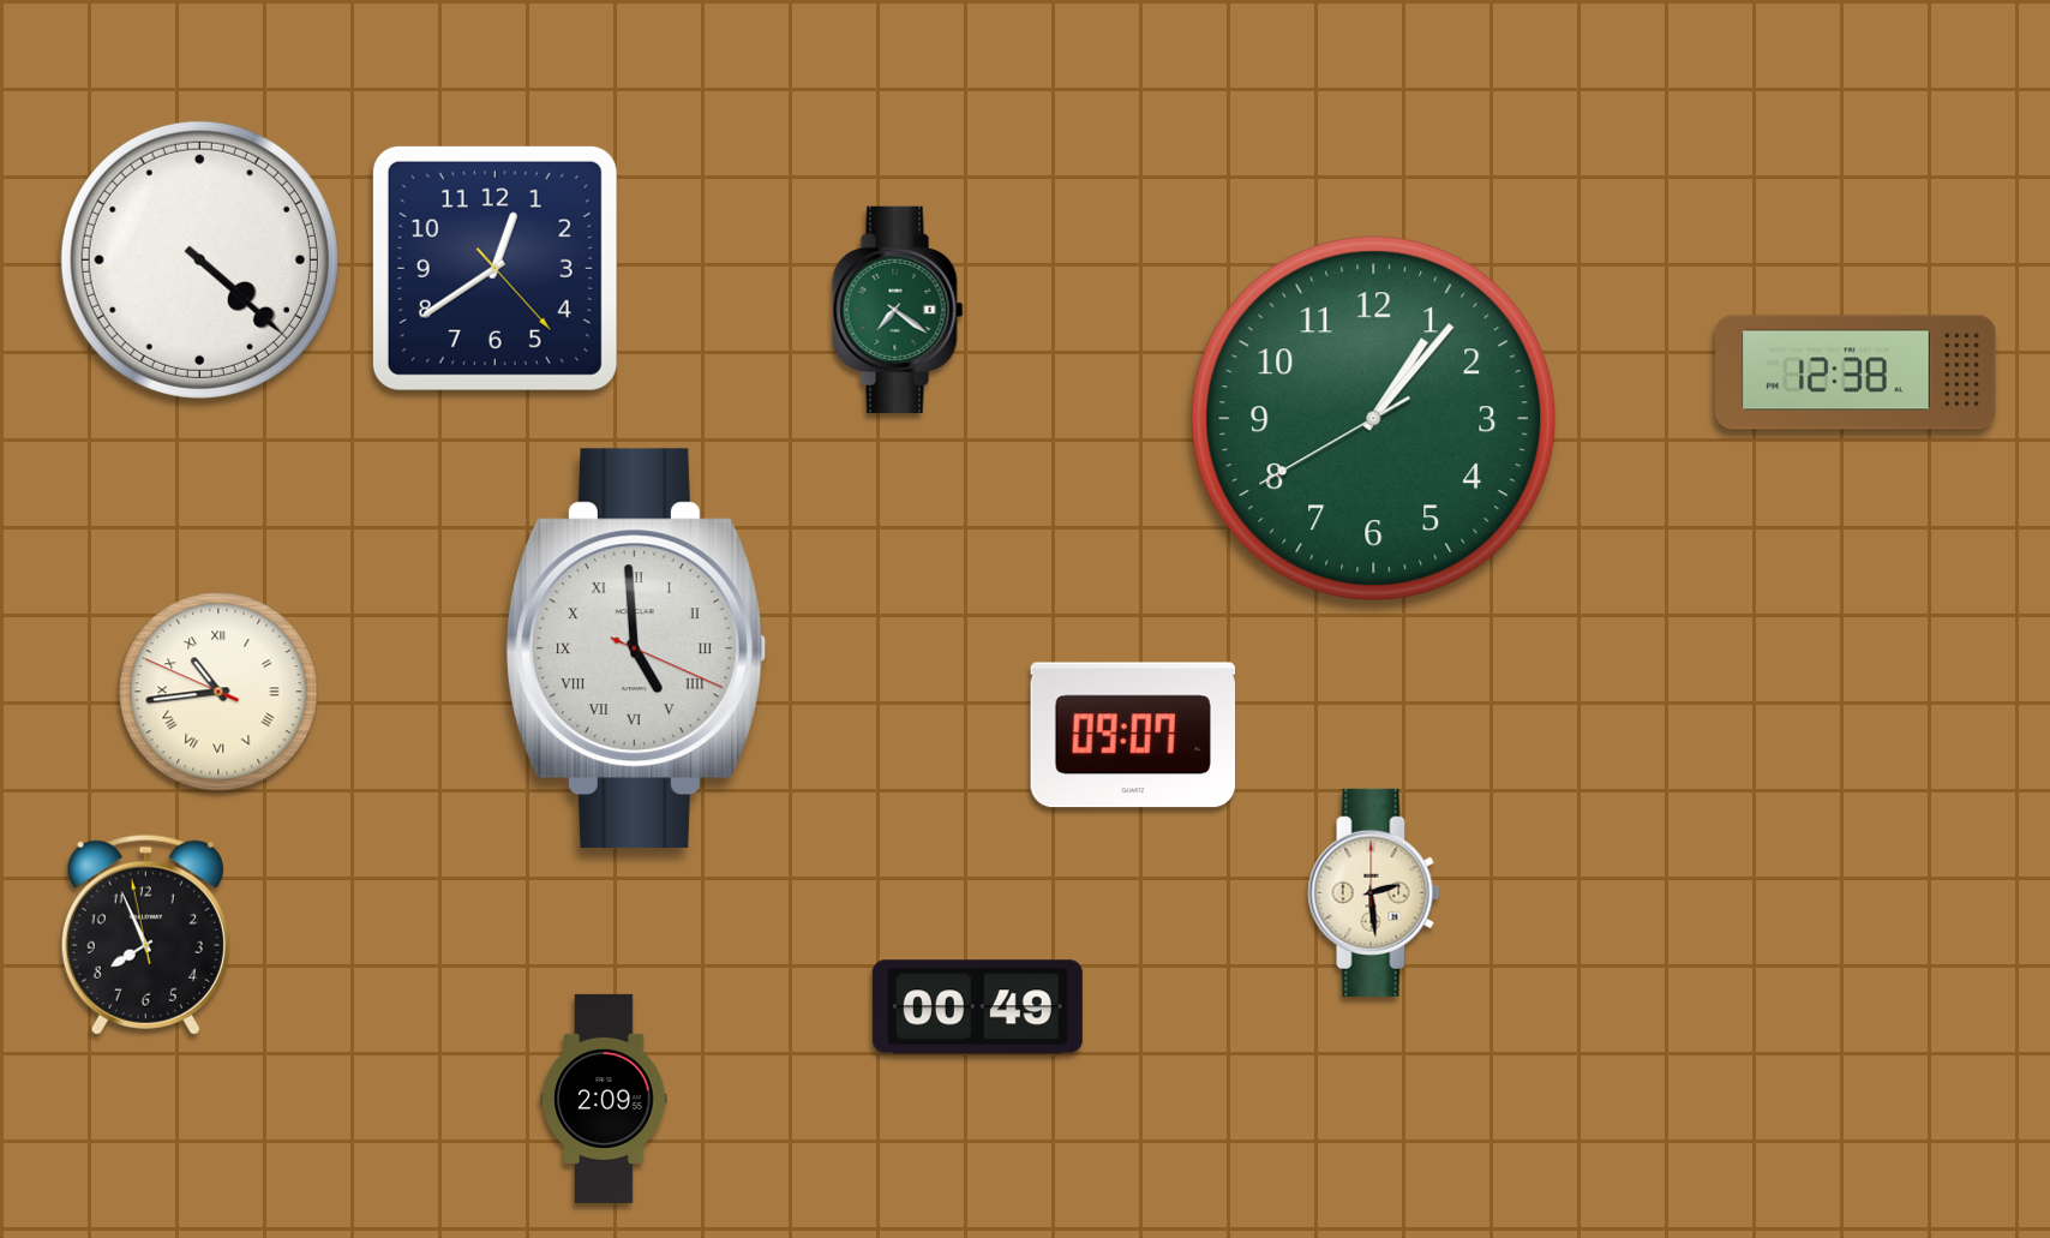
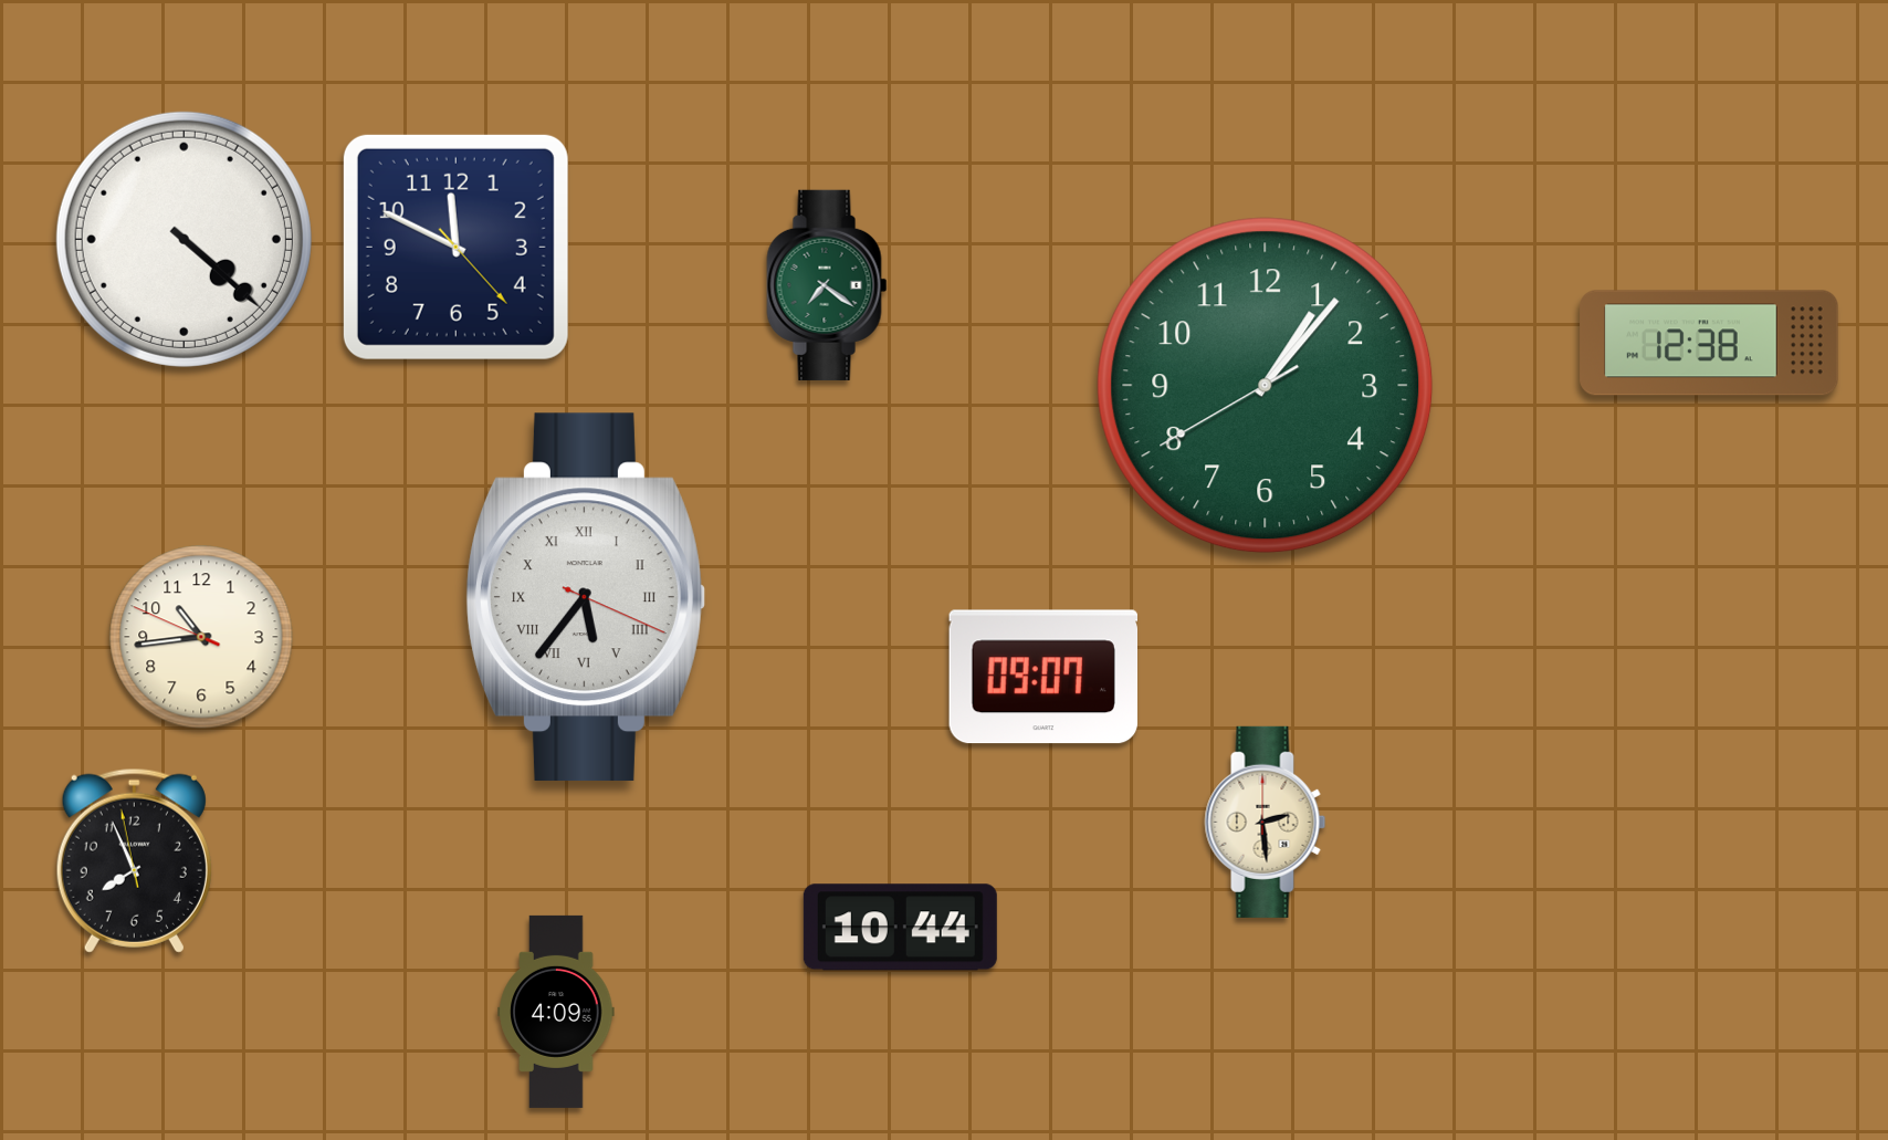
clock at (494, 268): 12:39 -> 11:49
clock at (635, 648): 4:59 -> 5:36
clock at (218, 692) numerals: Roman -> Arabic
clock at (977, 1007): 00:49 -> 10:44
clock at (604, 1099): 2:09 -> 4:09
